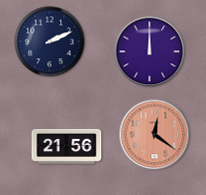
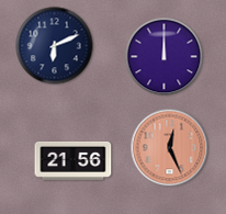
clock at (50, 42): 2:11 -> 6:11
clock at (155, 135): 12:21 -> 12:26
